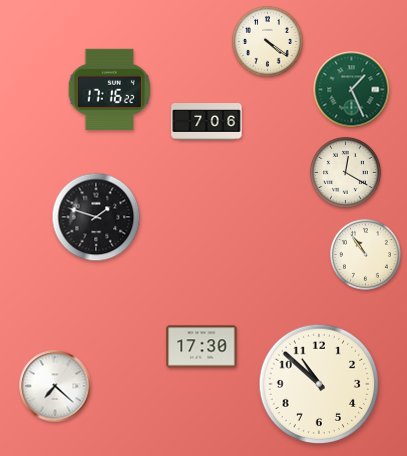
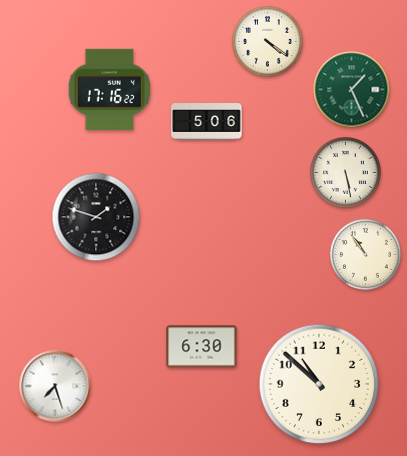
clock at (207, 122): 7:06 -> 5:06
clock at (346, 173): 12:20 -> 5:28
clock at (202, 347): 17:30 -> 6:30
clock at (55, 386): 7:22 -> 7:27
